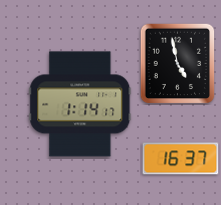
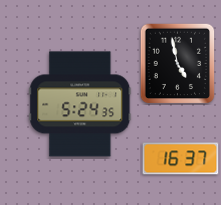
clock at (80, 104): 1:14 -> 5:24
